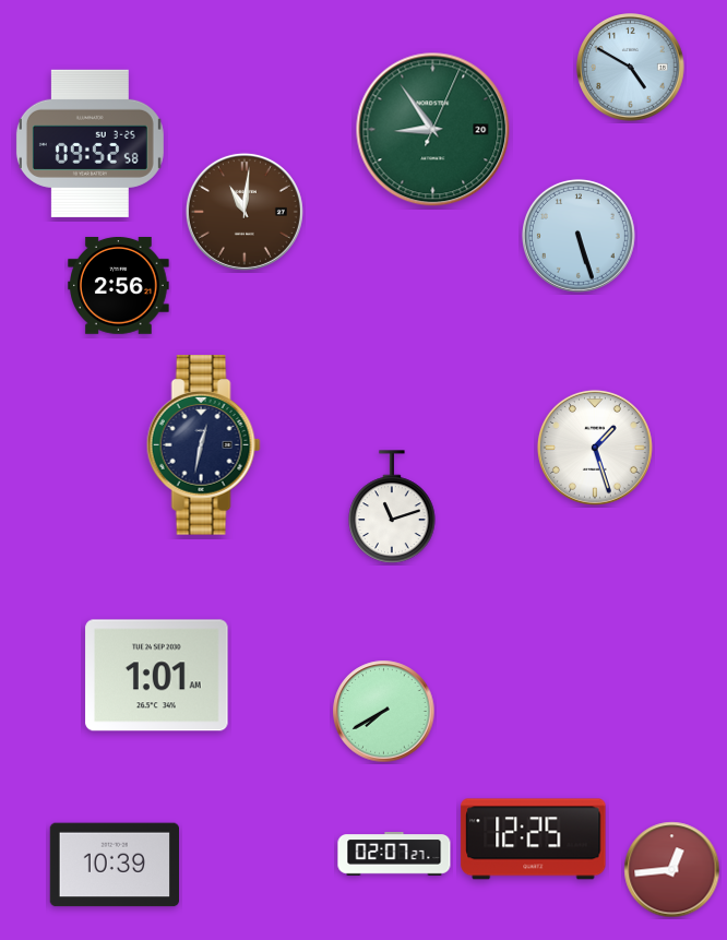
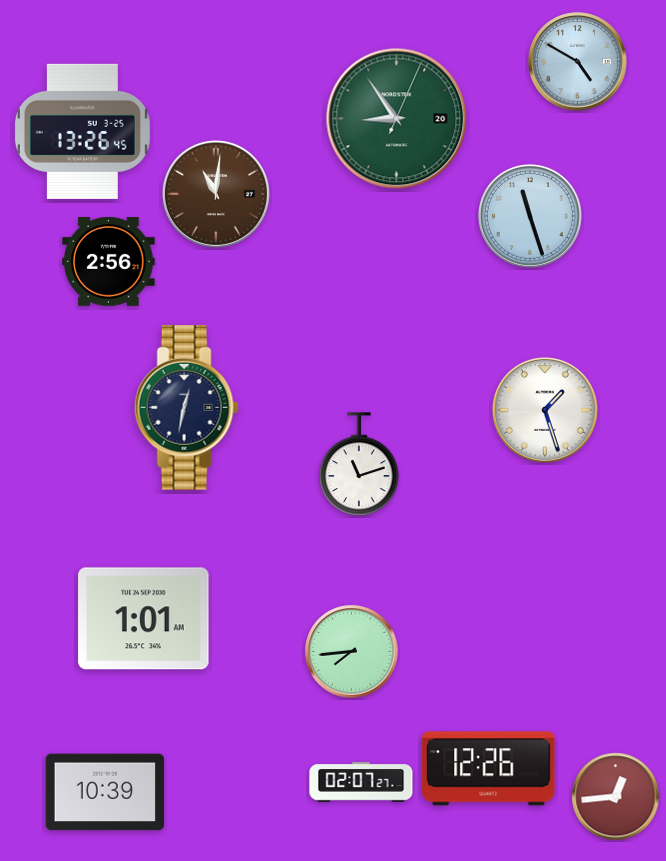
clock at (90, 143): 09:52 -> 13:26
clock at (245, 212) position: (245, 212) -> (216, 194)
clock at (579, 236): 5:27 -> 11:27
clock at (384, 712): 7:40 -> 7:44
clock at (534, 840): 12:25 -> 12:26
